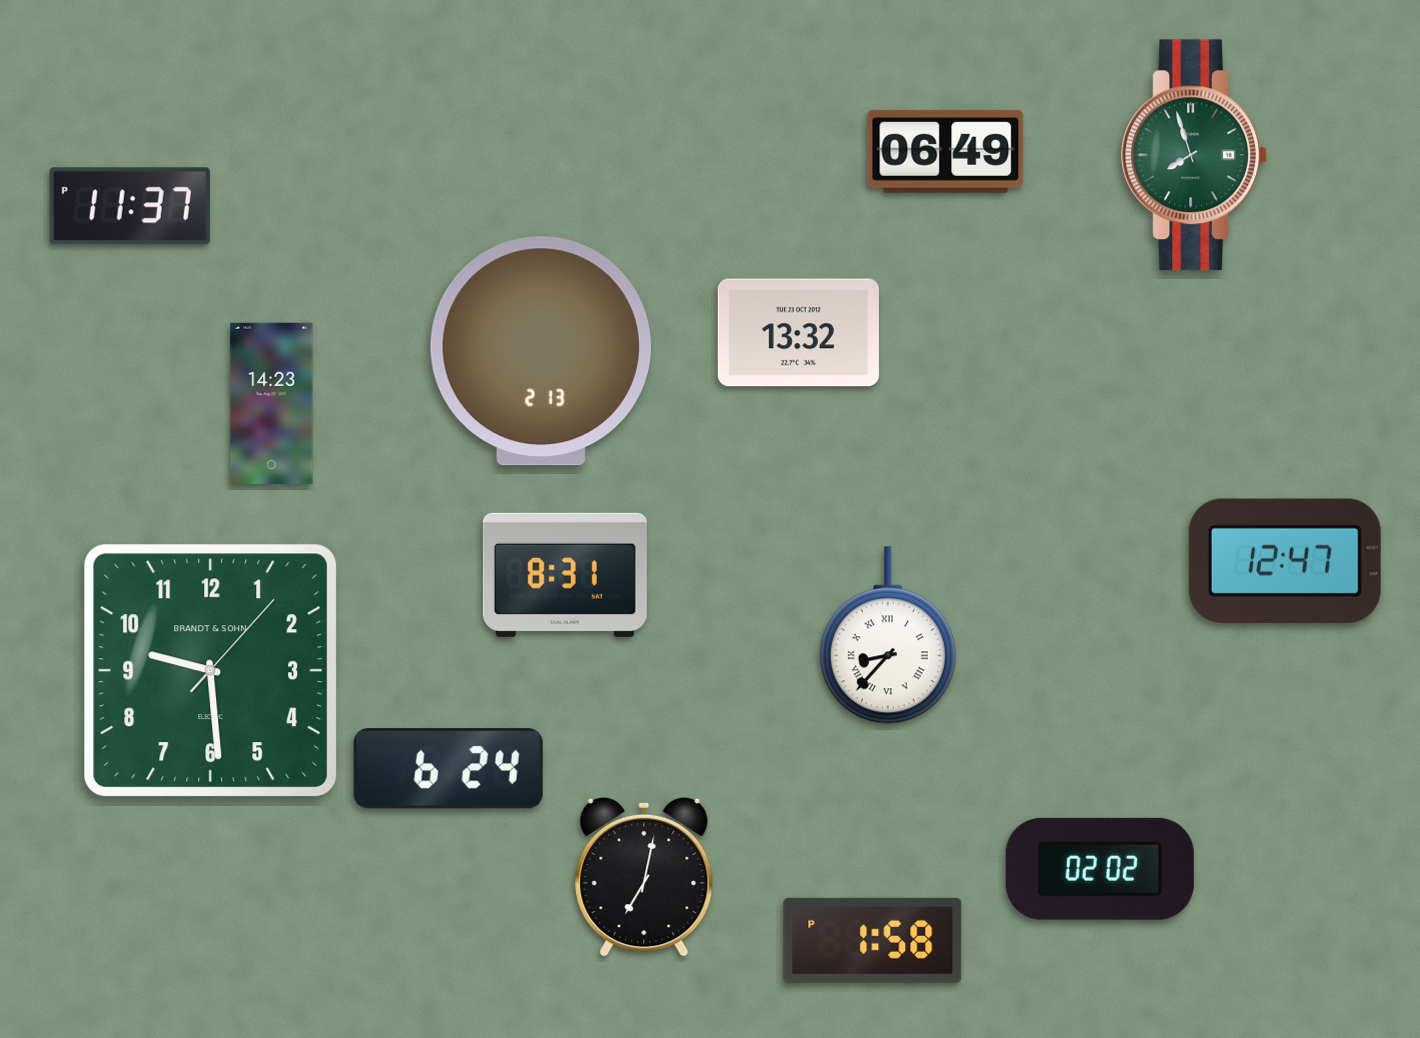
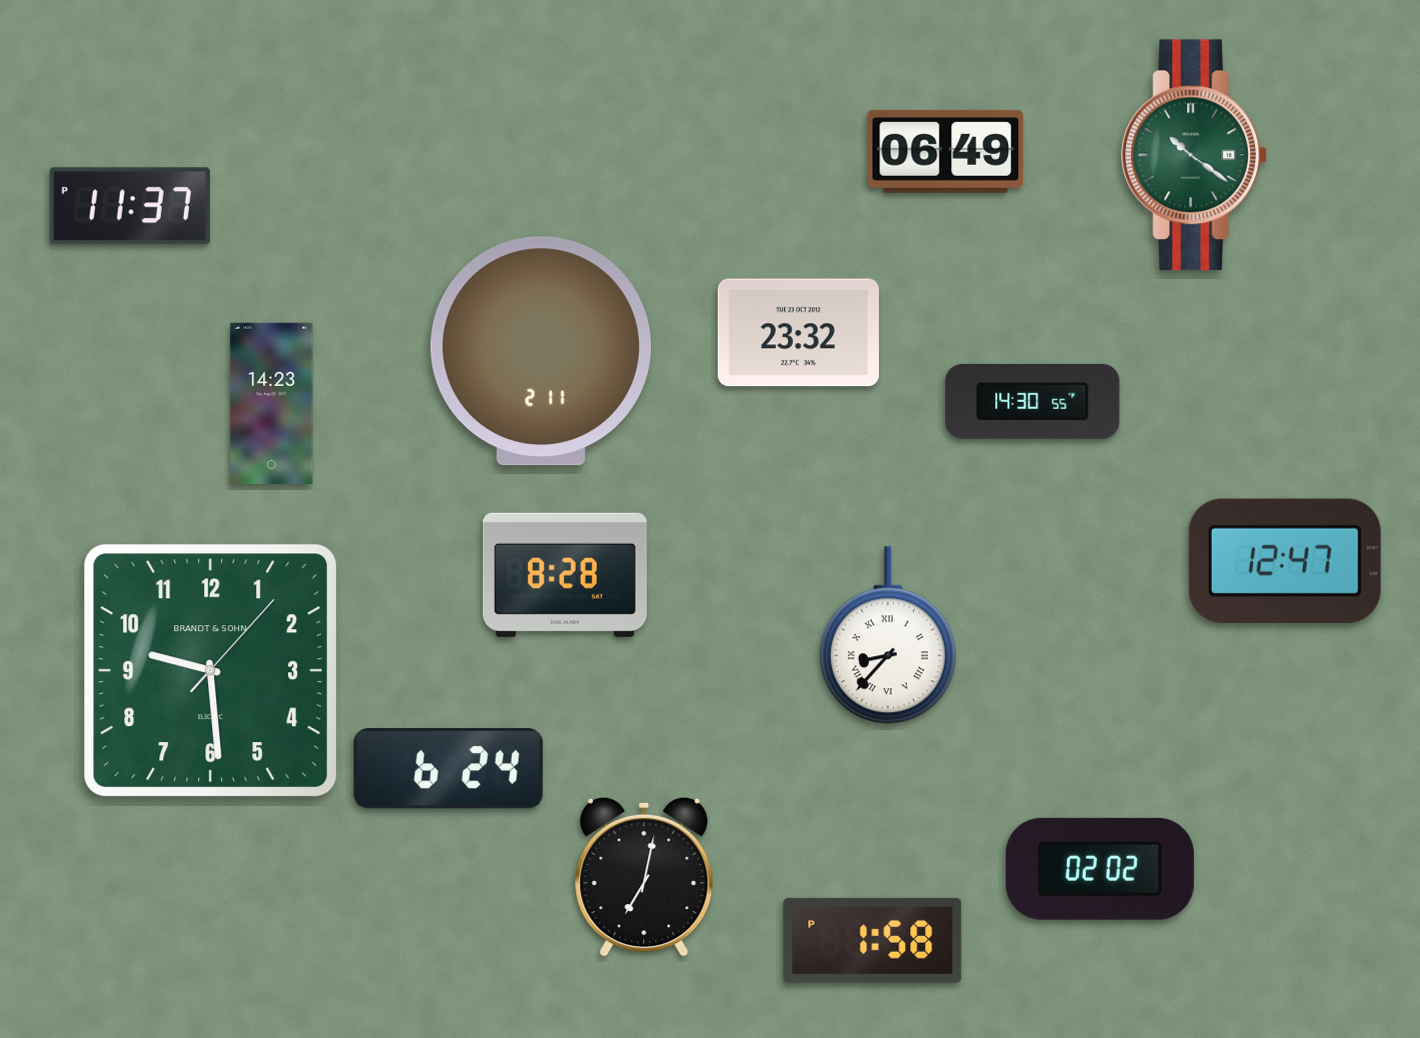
clock at (1195, 155): 7:57 -> 10:21
clock at (798, 333): 13:32 -> 23:32
clock at (541, 351): 2:13 -> 2:11
clock at (1033, 401): none -> 14:30
clock at (565, 575): 8:31 -> 8:28
